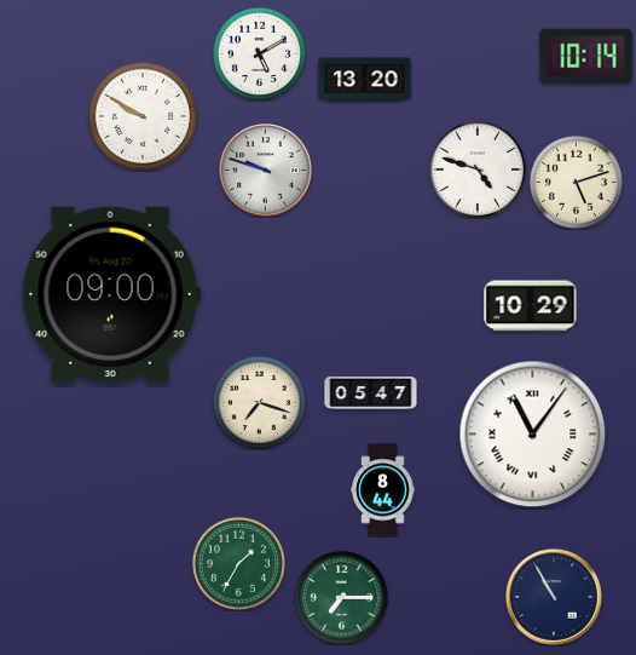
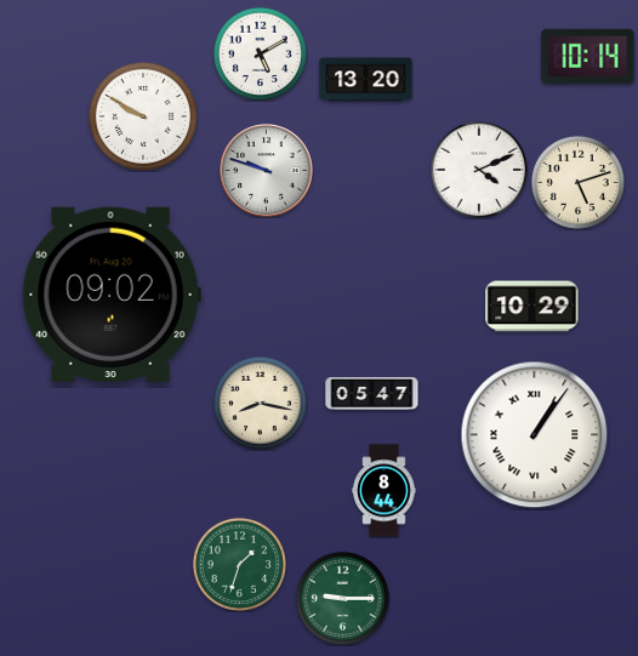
clock at (478, 170): 4:48 -> 4:11
clock at (111, 294): 09:00 -> 09:02
clock at (259, 402): 7:18 -> 8:17
clock at (533, 435): 11:06 -> 1:06
clock at (238, 563): 1:35 -> 1:33
clock at (341, 597): 7:15 -> 9:15
clock at (555, 598): 10:55 -> none
